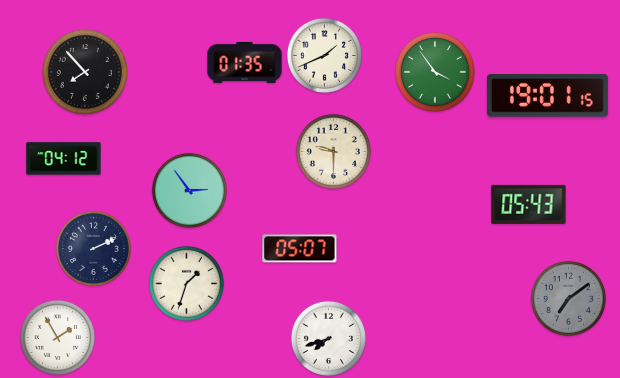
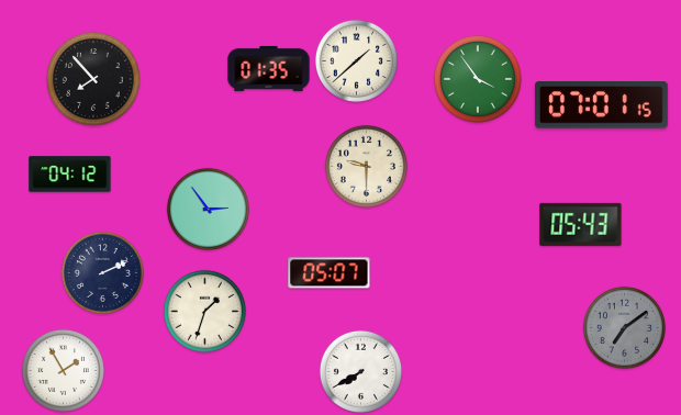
clock at (324, 55): 1:41 -> 1:38
clock at (547, 96): 19:01 -> 07:01
clock at (328, 338): 7:42 -> 7:40
